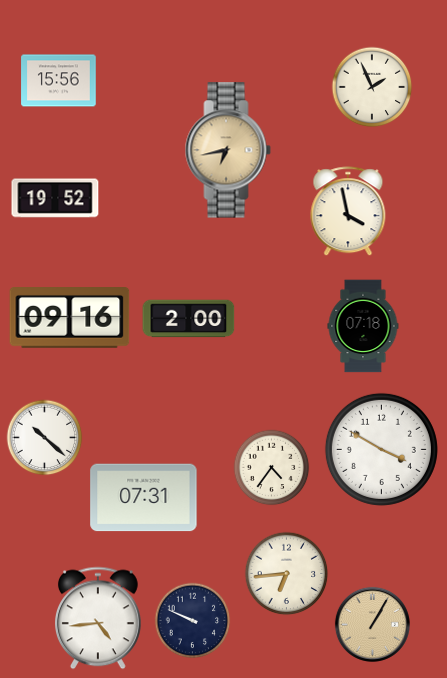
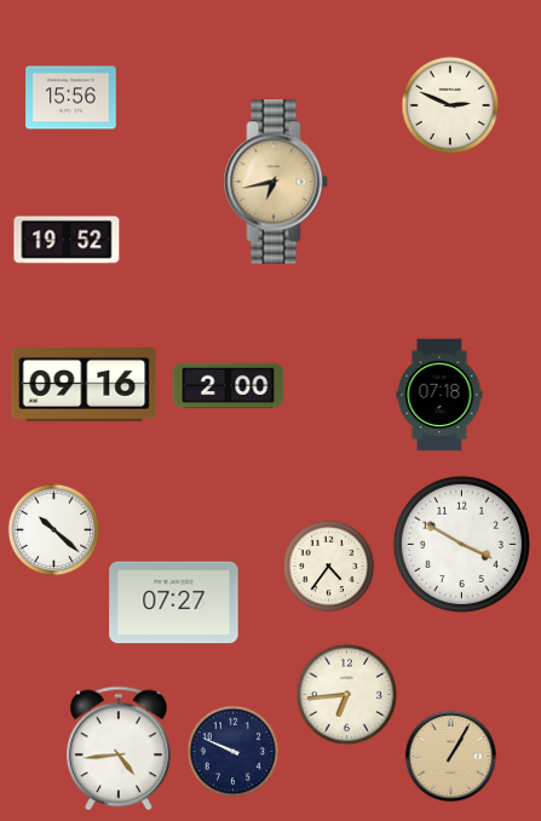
clock at (372, 87): 1:56 -> 2:49
clock at (348, 212): 3:58 -> none
clock at (144, 498): 07:31 -> 07:27
